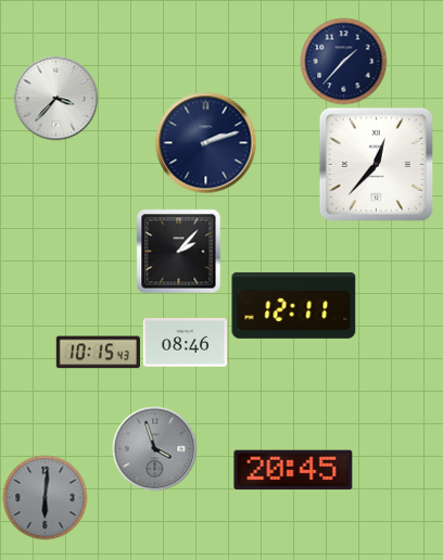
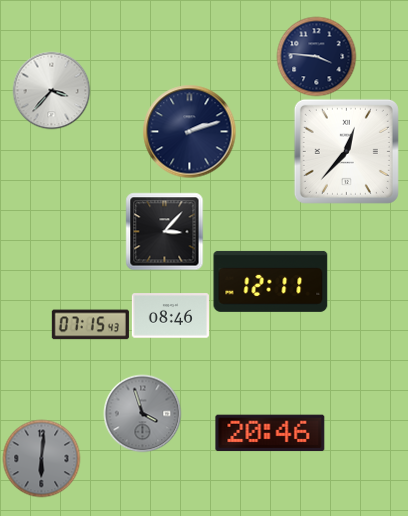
clock at (343, 61): 1:37 -> 3:46
clock at (178, 251): 2:07 -> 3:07
clock at (98, 353): 10:15 -> 07:15
clock at (293, 470): 20:45 -> 20:46
